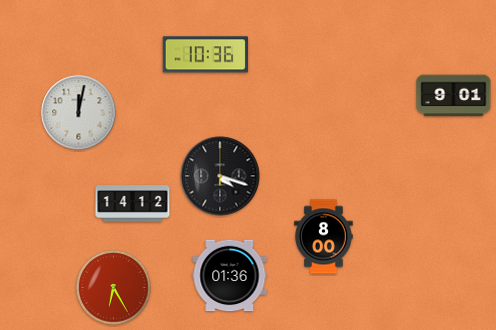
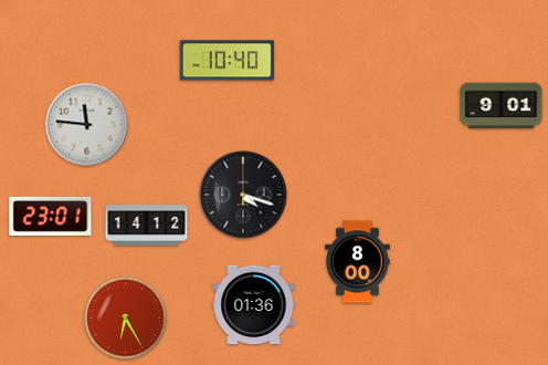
clock at (205, 55): 10:36 -> 10:40
clock at (79, 113): 12:02 -> 11:46
clock at (51, 216): none -> 23:01
